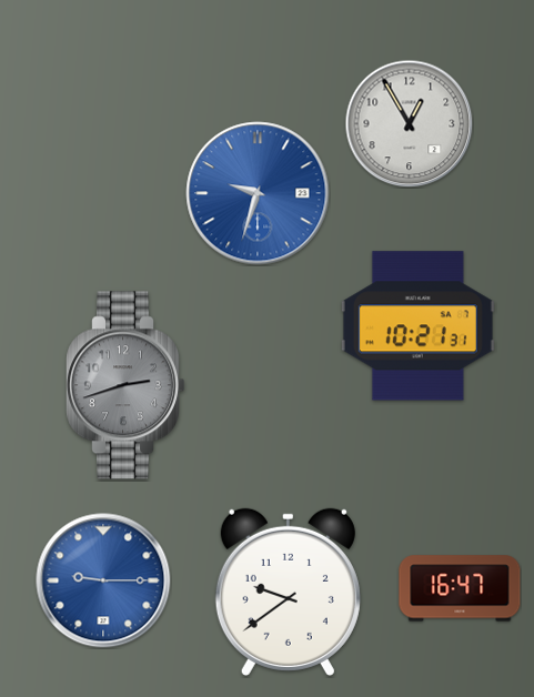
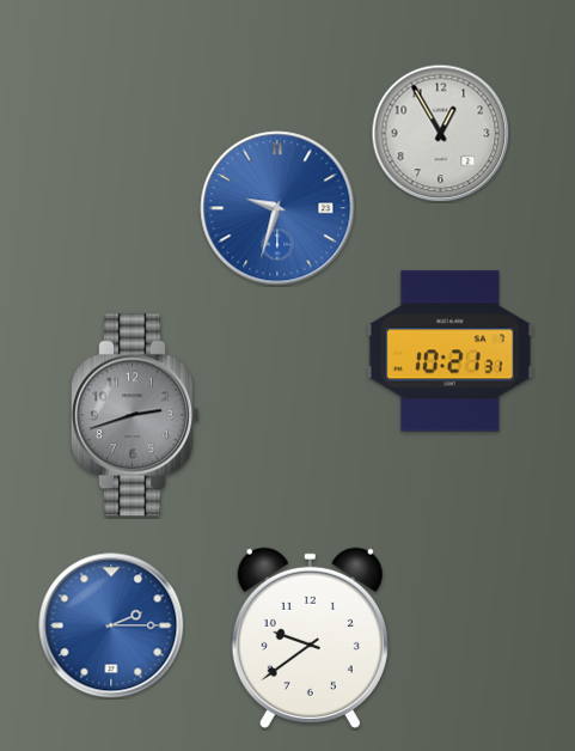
clock at (103, 580): 9:15 -> 2:15
clock at (460, 588): 16:47 -> none
